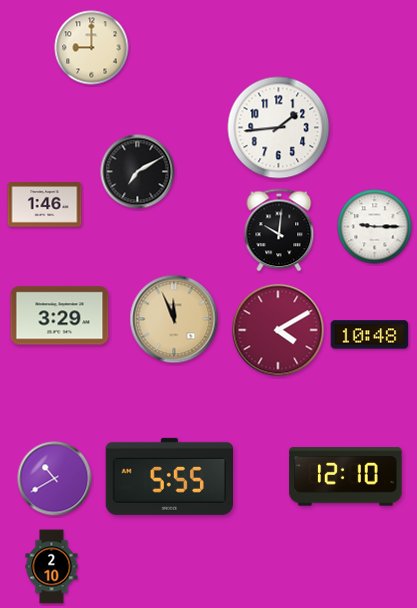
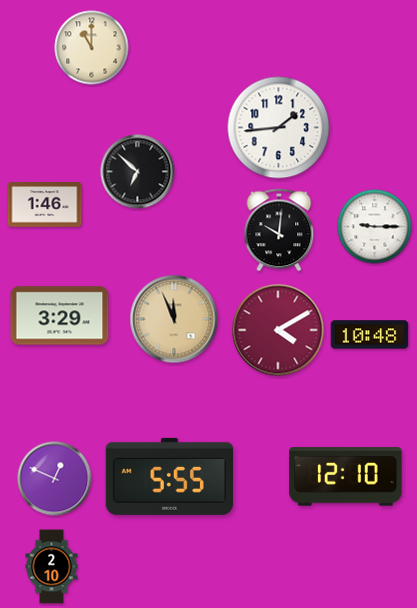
clock at (92, 48): 9:00 -> 11:00
clock at (138, 172): 7:10 -> 6:52
clock at (55, 479): 10:40 -> 12:49
